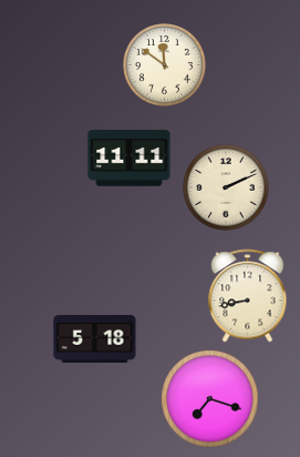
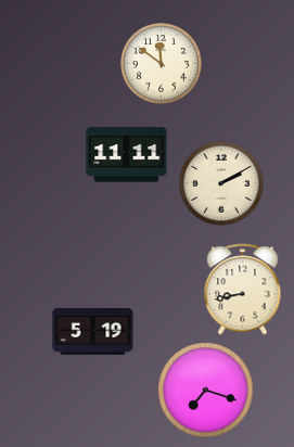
clock at (226, 187): 2:11 -> 2:10
clock at (95, 338): 5:18 -> 5:19
